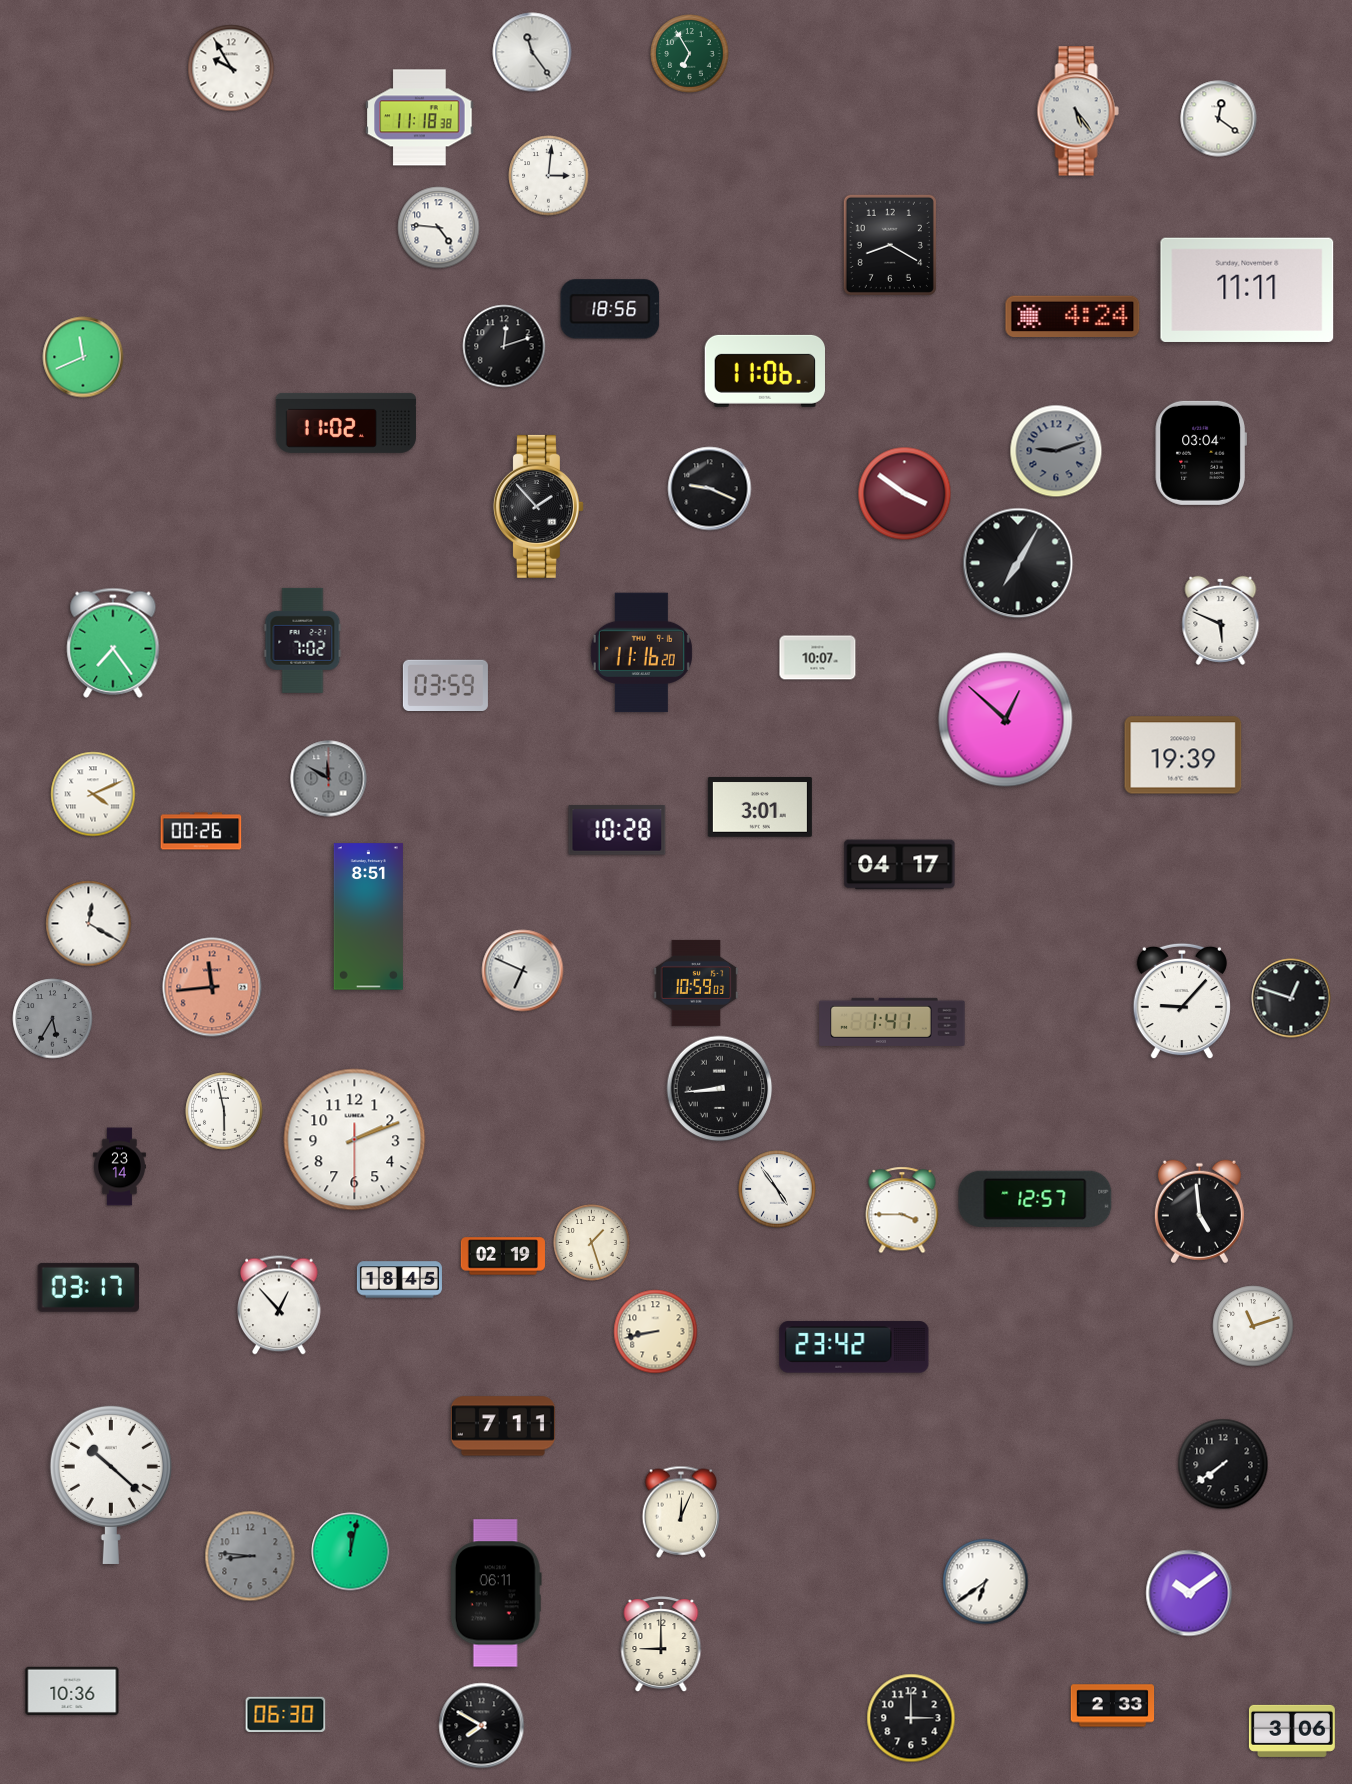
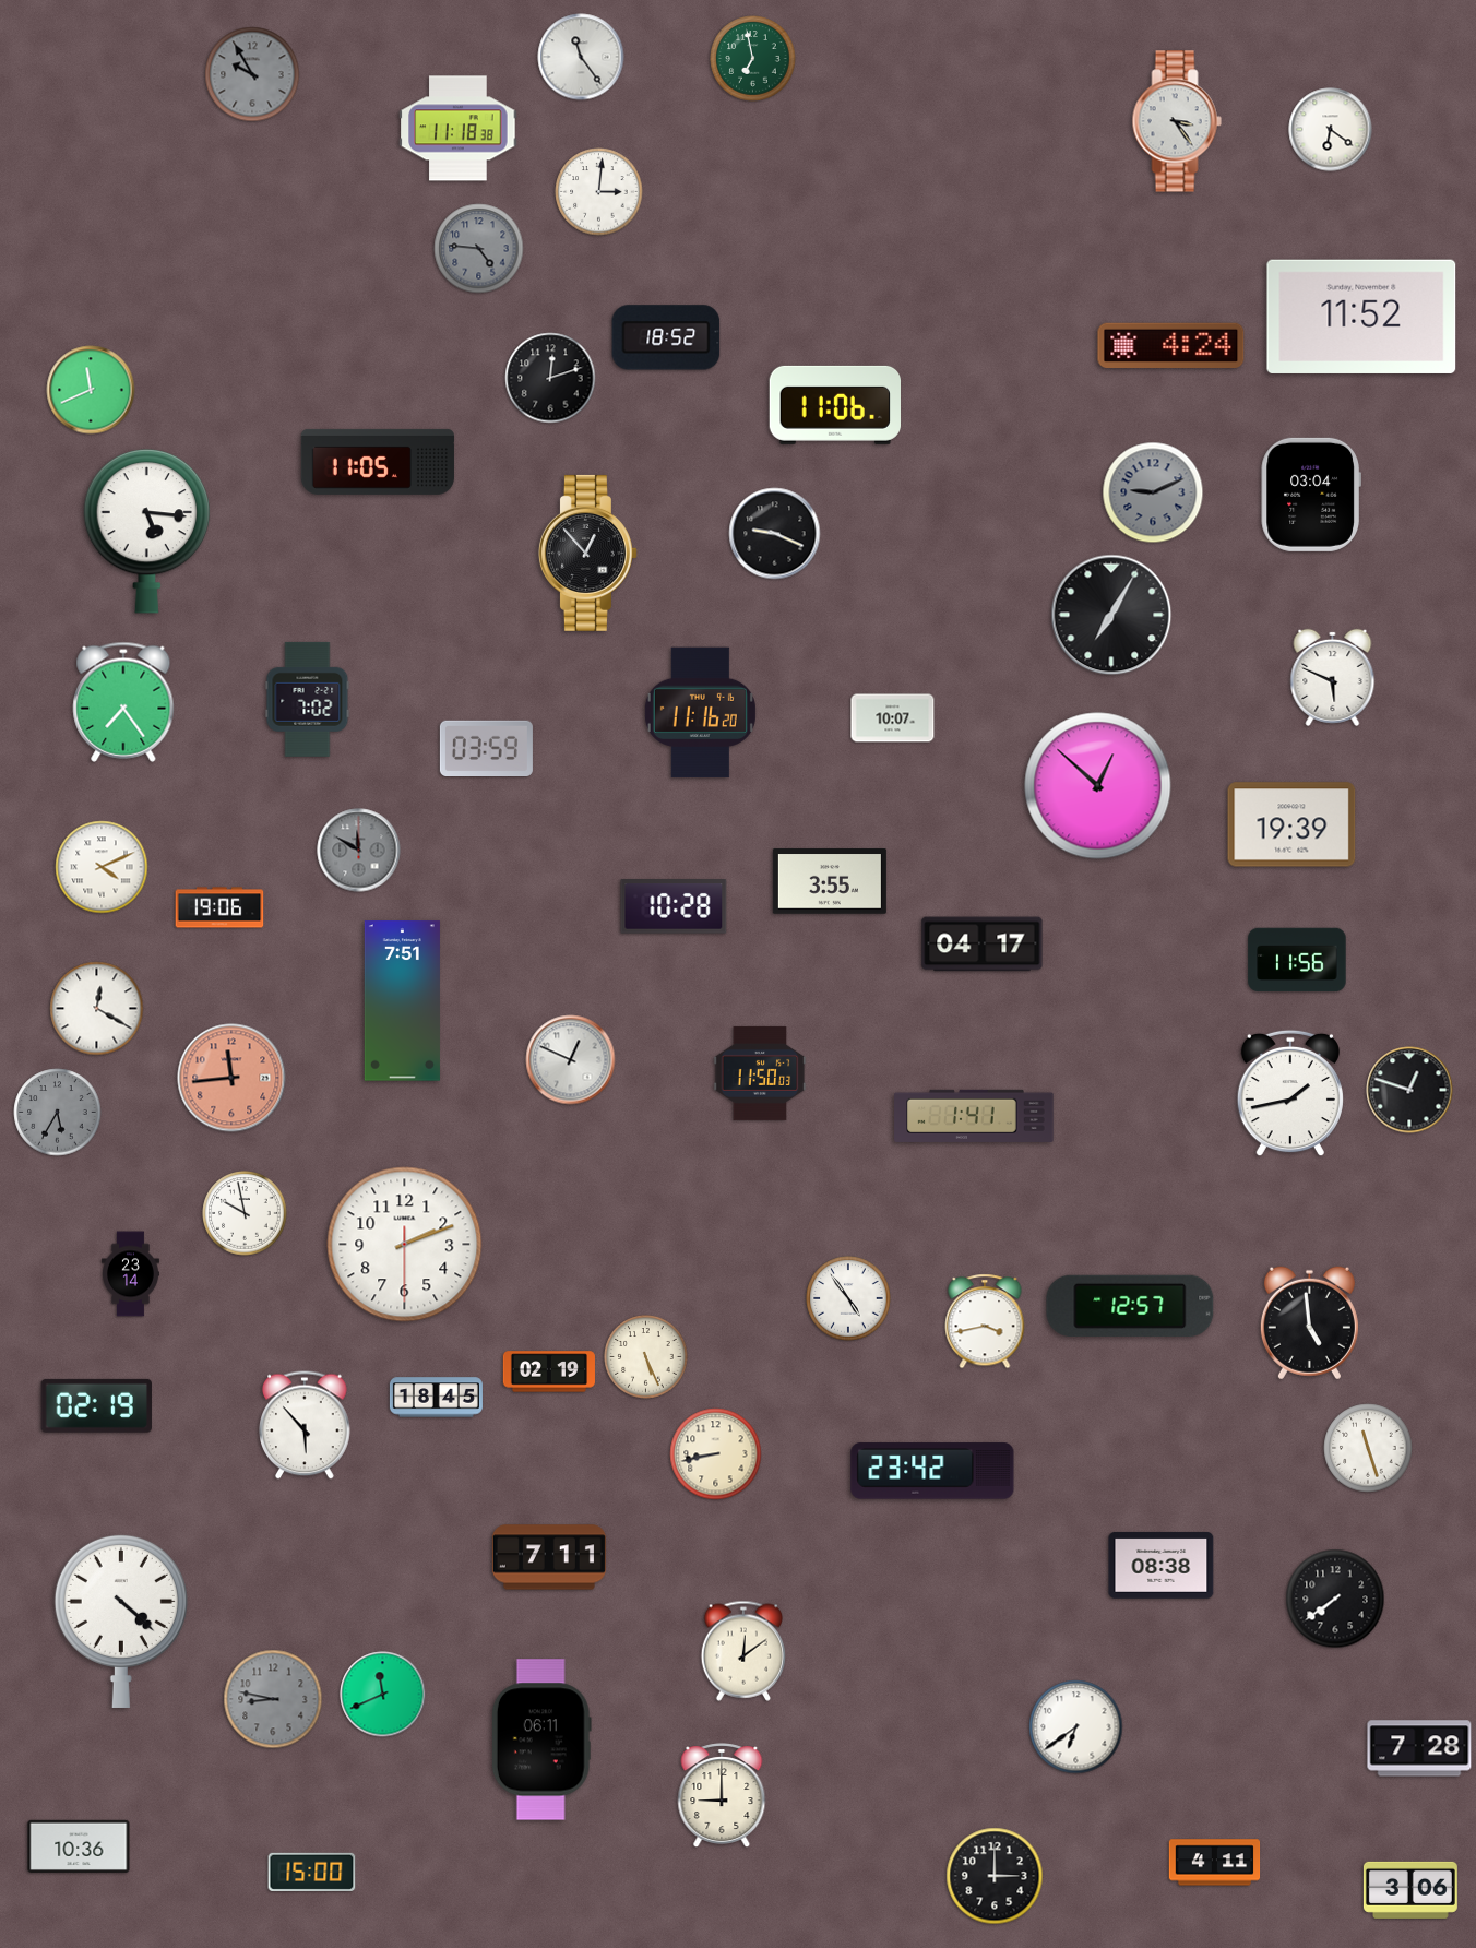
clock at (690, 54): 6:55 -> 6:58
clock at (231, 68) dial: white -> grey
clock at (1078, 111): 5:24 -> 3:24
clock at (1219, 119): 12:21 -> 6:21
clock at (439, 228) dial: white -> grey
clock at (890, 245): 8:20 -> none
clock at (1247, 290): 11:11 -> 11:52
clock at (610, 309): 18:56 -> 18:52
clock at (346, 423): 11:02 -> 11:05
clock at (1056, 451): 9:12 -> 9:11
clock at (147, 531): none -> 5:16
clock at (905, 494): 3:51 -> none
clock at (538, 506): 1:53 -> 12:53
clock at (303, 640) position: (303, 640) -> (308, 699)
clock at (760, 808): 3:01 -> 3:55
clock at (201, 831): 00:26 -> 19:06
clock at (1297, 960): none -> 11:56
clock at (368, 917): 8:51 -> 7:51
clock at (523, 971): 6:49 -> 12:49
clock at (696, 983): 10:59 -> 11:50
clock at (1182, 1001): 9:07 -> 1:43
clock at (720, 1089): 8:44 -> none
clock at (224, 1111): 5:58 -> 9:58
clock at (355, 1140) position: (355, 1140) -> (405, 1245)
clock at (1035, 1199) position: (1035, 1199) -> (1130, 1306)
clock at (902, 1210): 3:45 -> 3:43
clock at (592, 1243): 1:27 -> 5:26
clock at (88, 1287): 03:17 -> 02:19
clock at (279, 1305): 12:53 -> 5:53
clock at (1253, 1326): 11:12 -> 11:27
clock at (1162, 1565): none -> 08:38
clock at (111, 1484): 10:22 -> 4:22
clock at (680, 1512): 12:04 -> 12:09
clock at (351, 1552): 12:02 -> 11:41
clock at (250, 1556): 8:46 -> 8:47
clock at (1189, 1593): 10:09 -> none
clock at (1419, 1748): none -> 7:28
clock at (1113, 1706): 2:33 -> 4:11
clock at (286, 1714): 06:30 -> 15:00
clock at (482, 1726): 7:50 -> none
